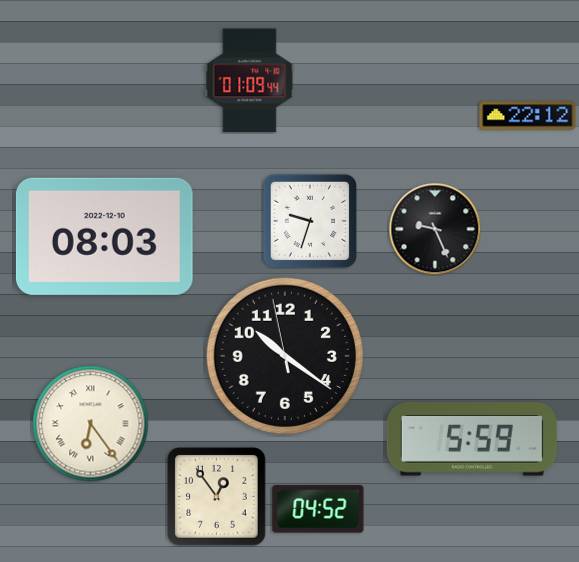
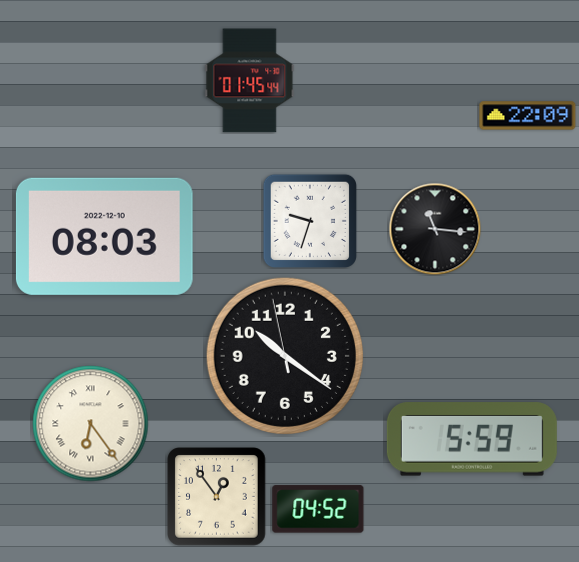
clock at (250, 81): 01:09 -> 01:45
clock at (528, 116): 22:12 -> 22:09
clock at (435, 229): 9:26 -> 11:16
